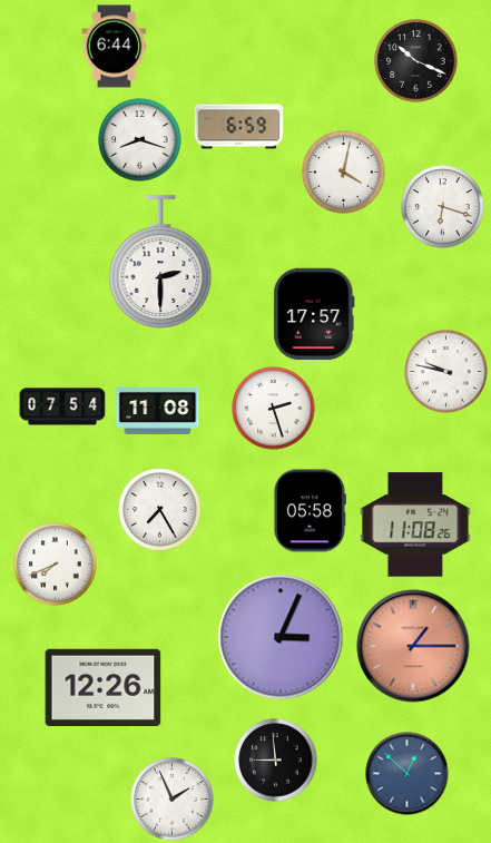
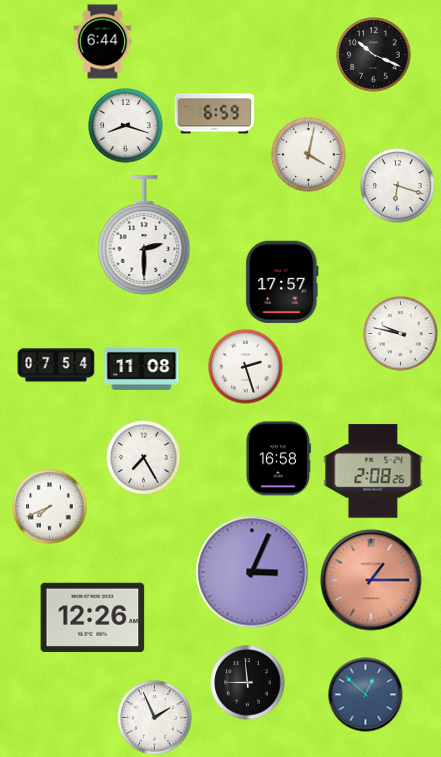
clock at (310, 511): 05:58 -> 16:58
clock at (415, 525): 11:08 -> 2:08
